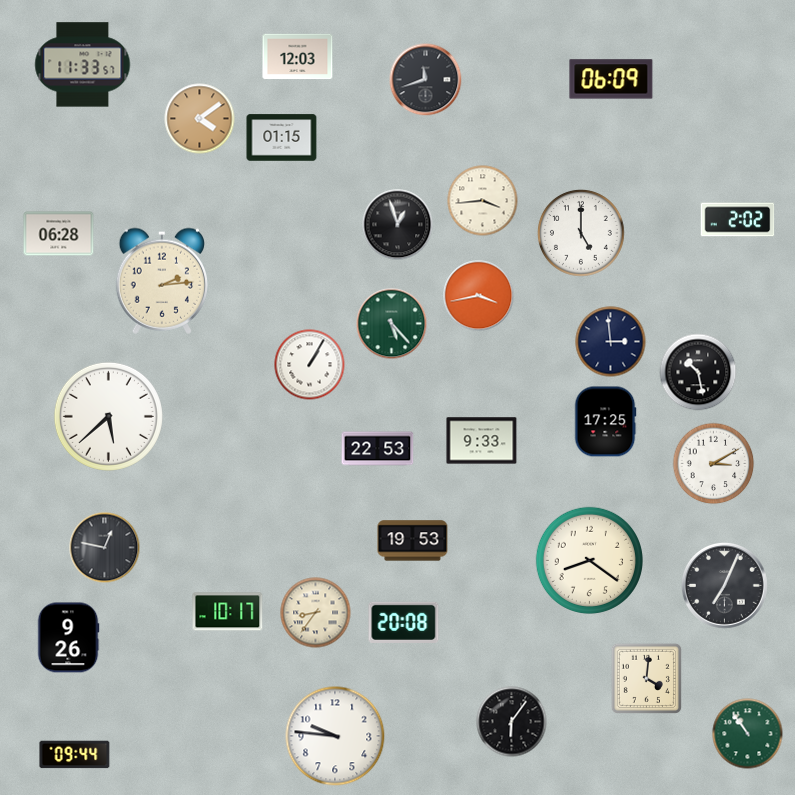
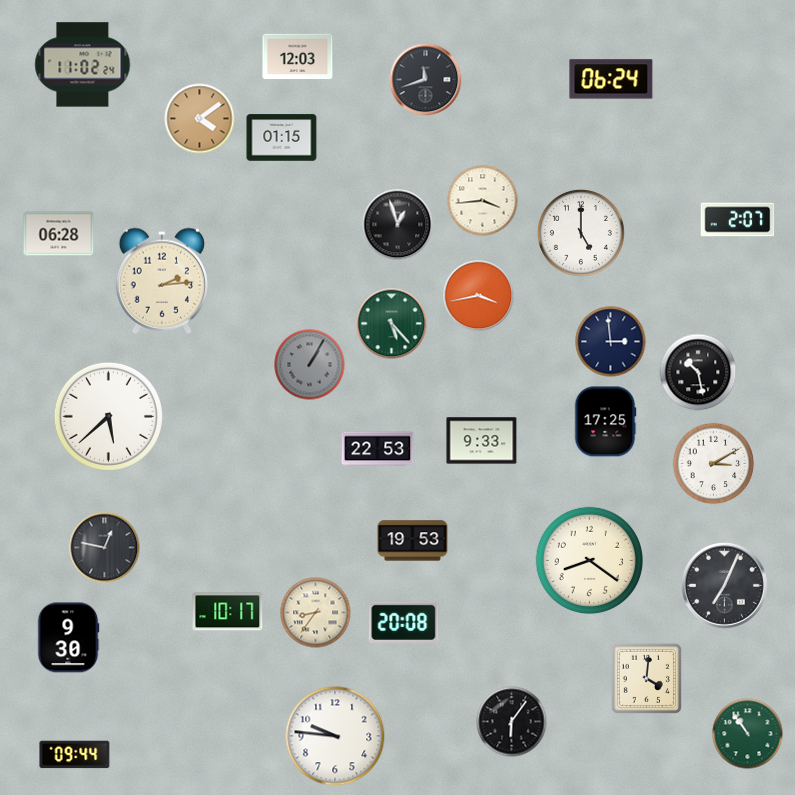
clock at (83, 65): 11:33 -> 11:02
clock at (611, 79): 06:09 -> 06:24
clock at (738, 220): 2:02 -> 2:07
clock at (310, 365) dial: white -> grey
clock at (68, 638): 9:26 -> 9:30
